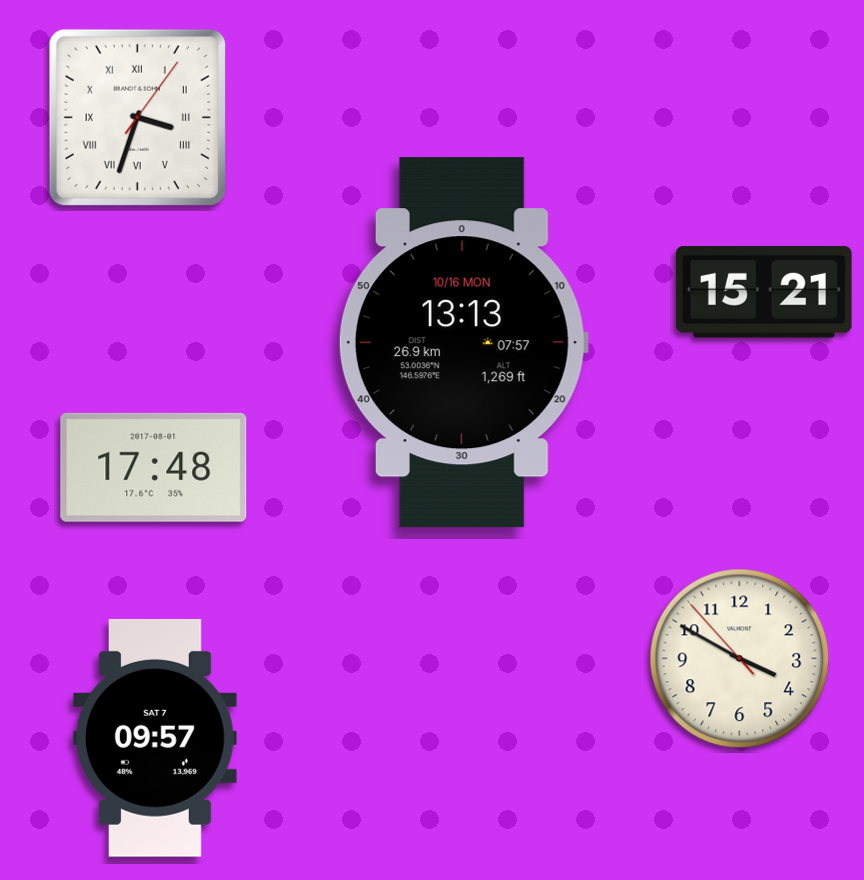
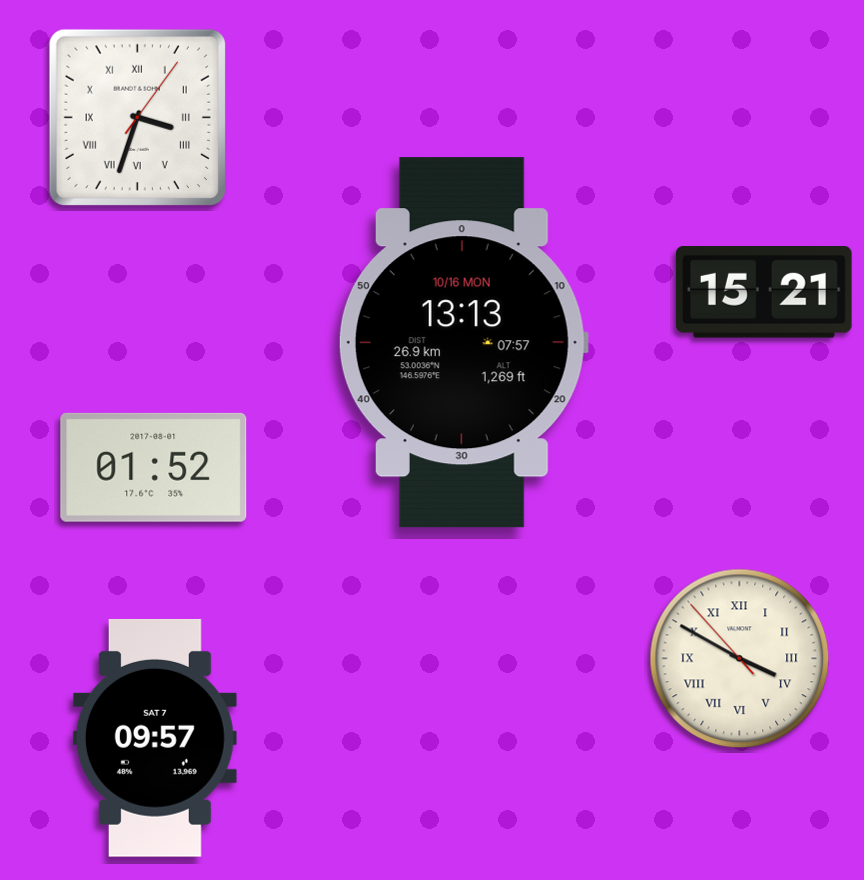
clock at (154, 467): 17:48 -> 01:52
clock at (740, 659) numerals: Arabic -> Roman
